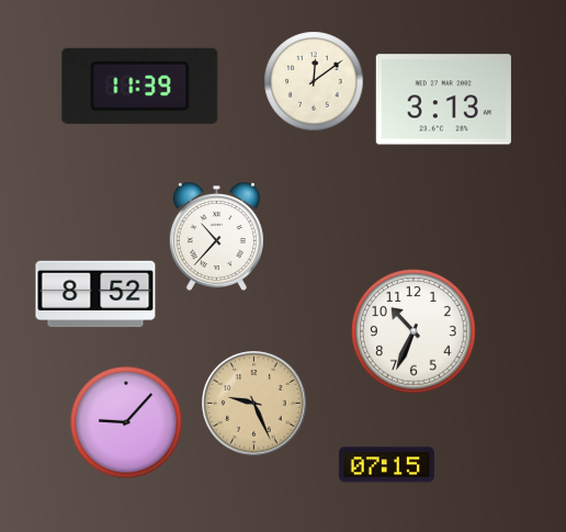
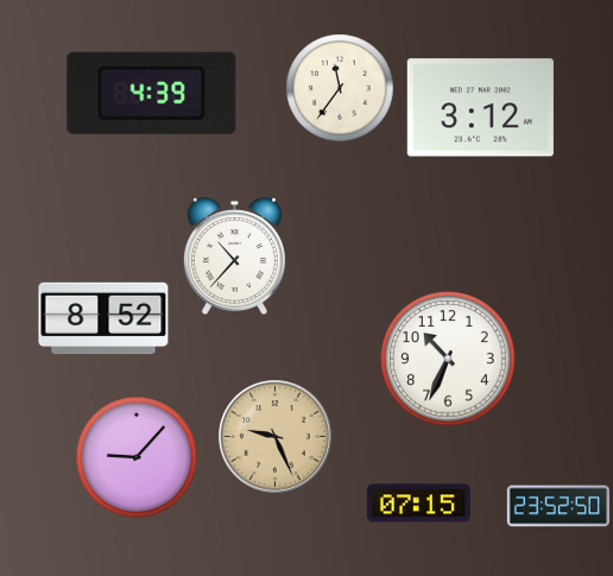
clock at (314, 81): 12:09 -> 11:36
clock at (140, 86): 11:39 -> 4:39
clock at (443, 100): 3:13 -> 3:12
clock at (558, 506): none -> 23:52
